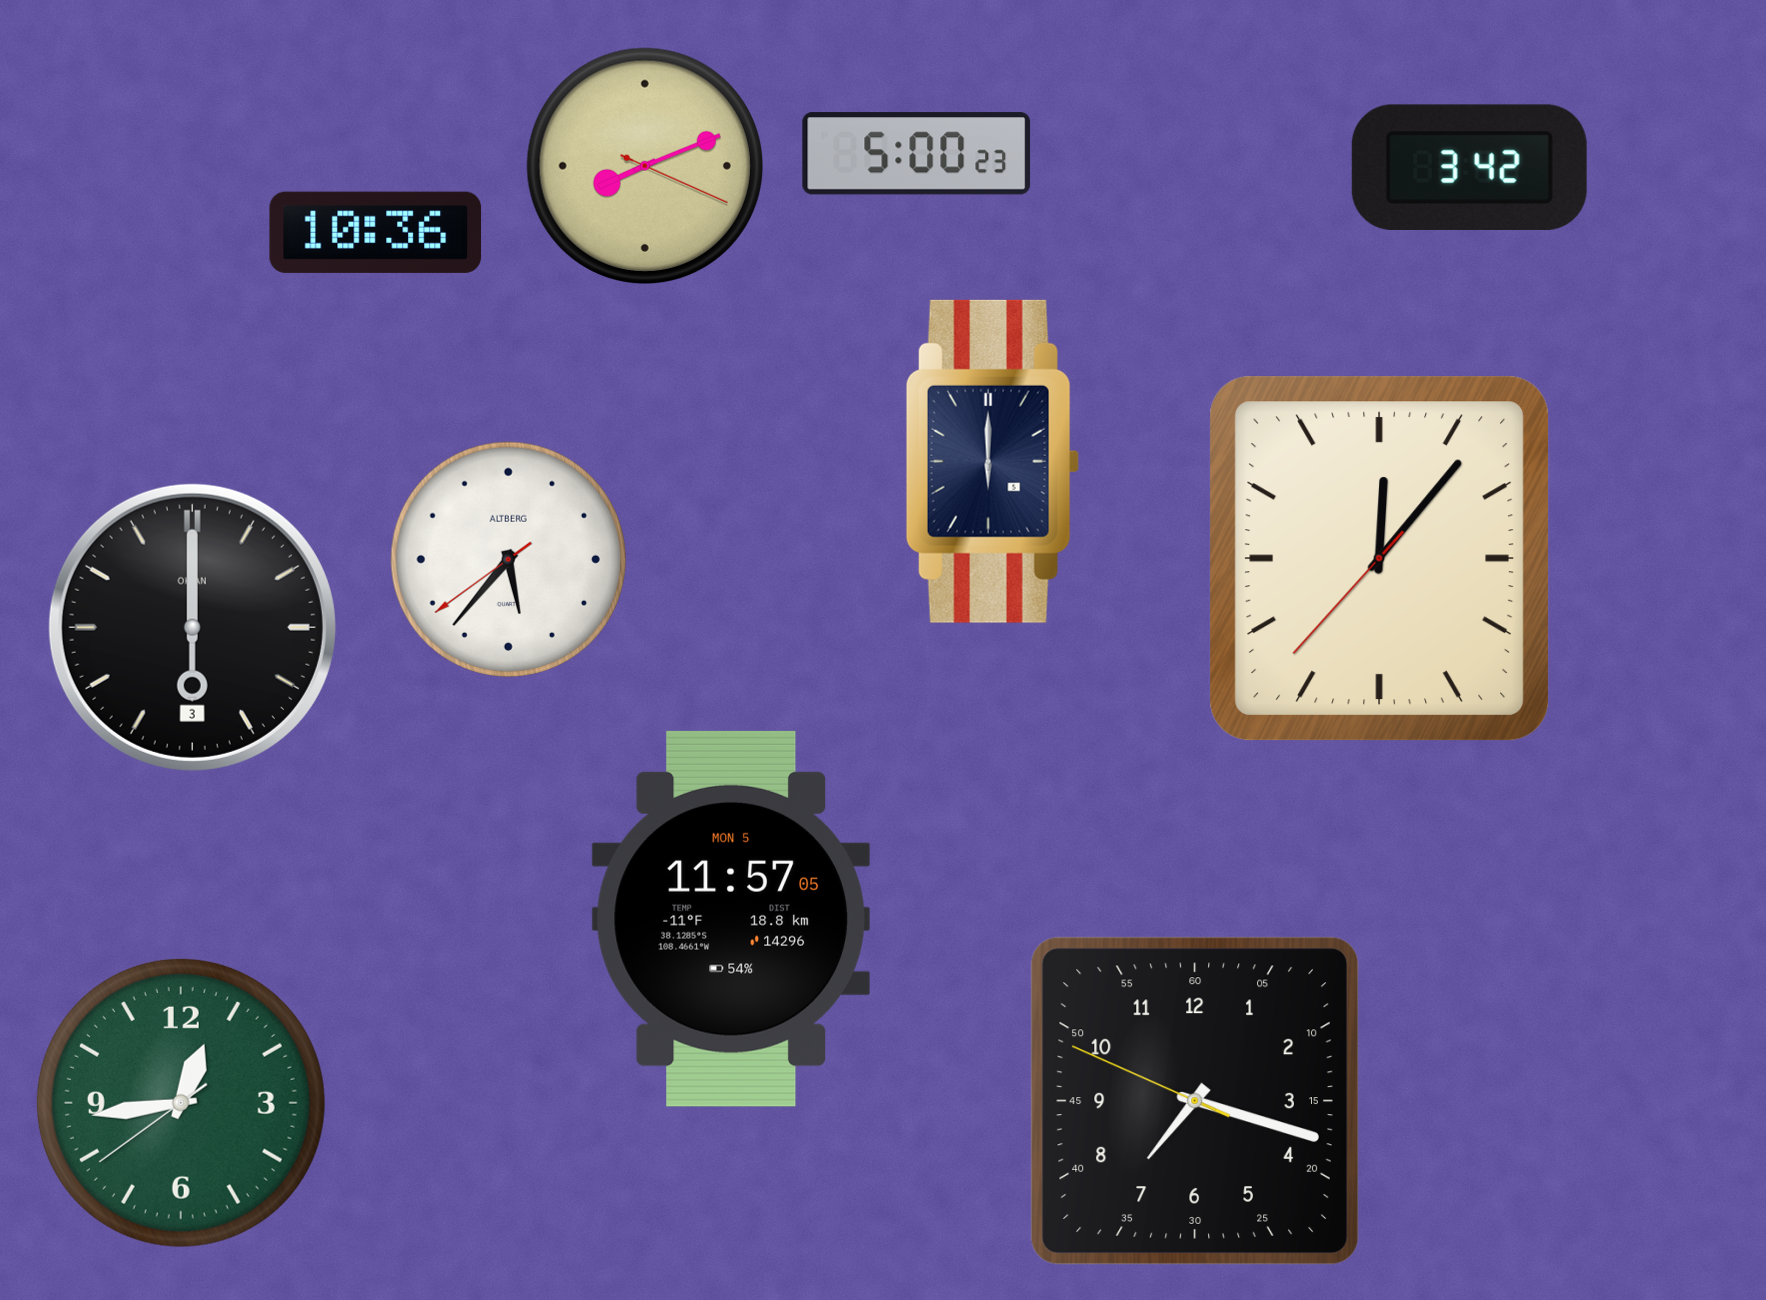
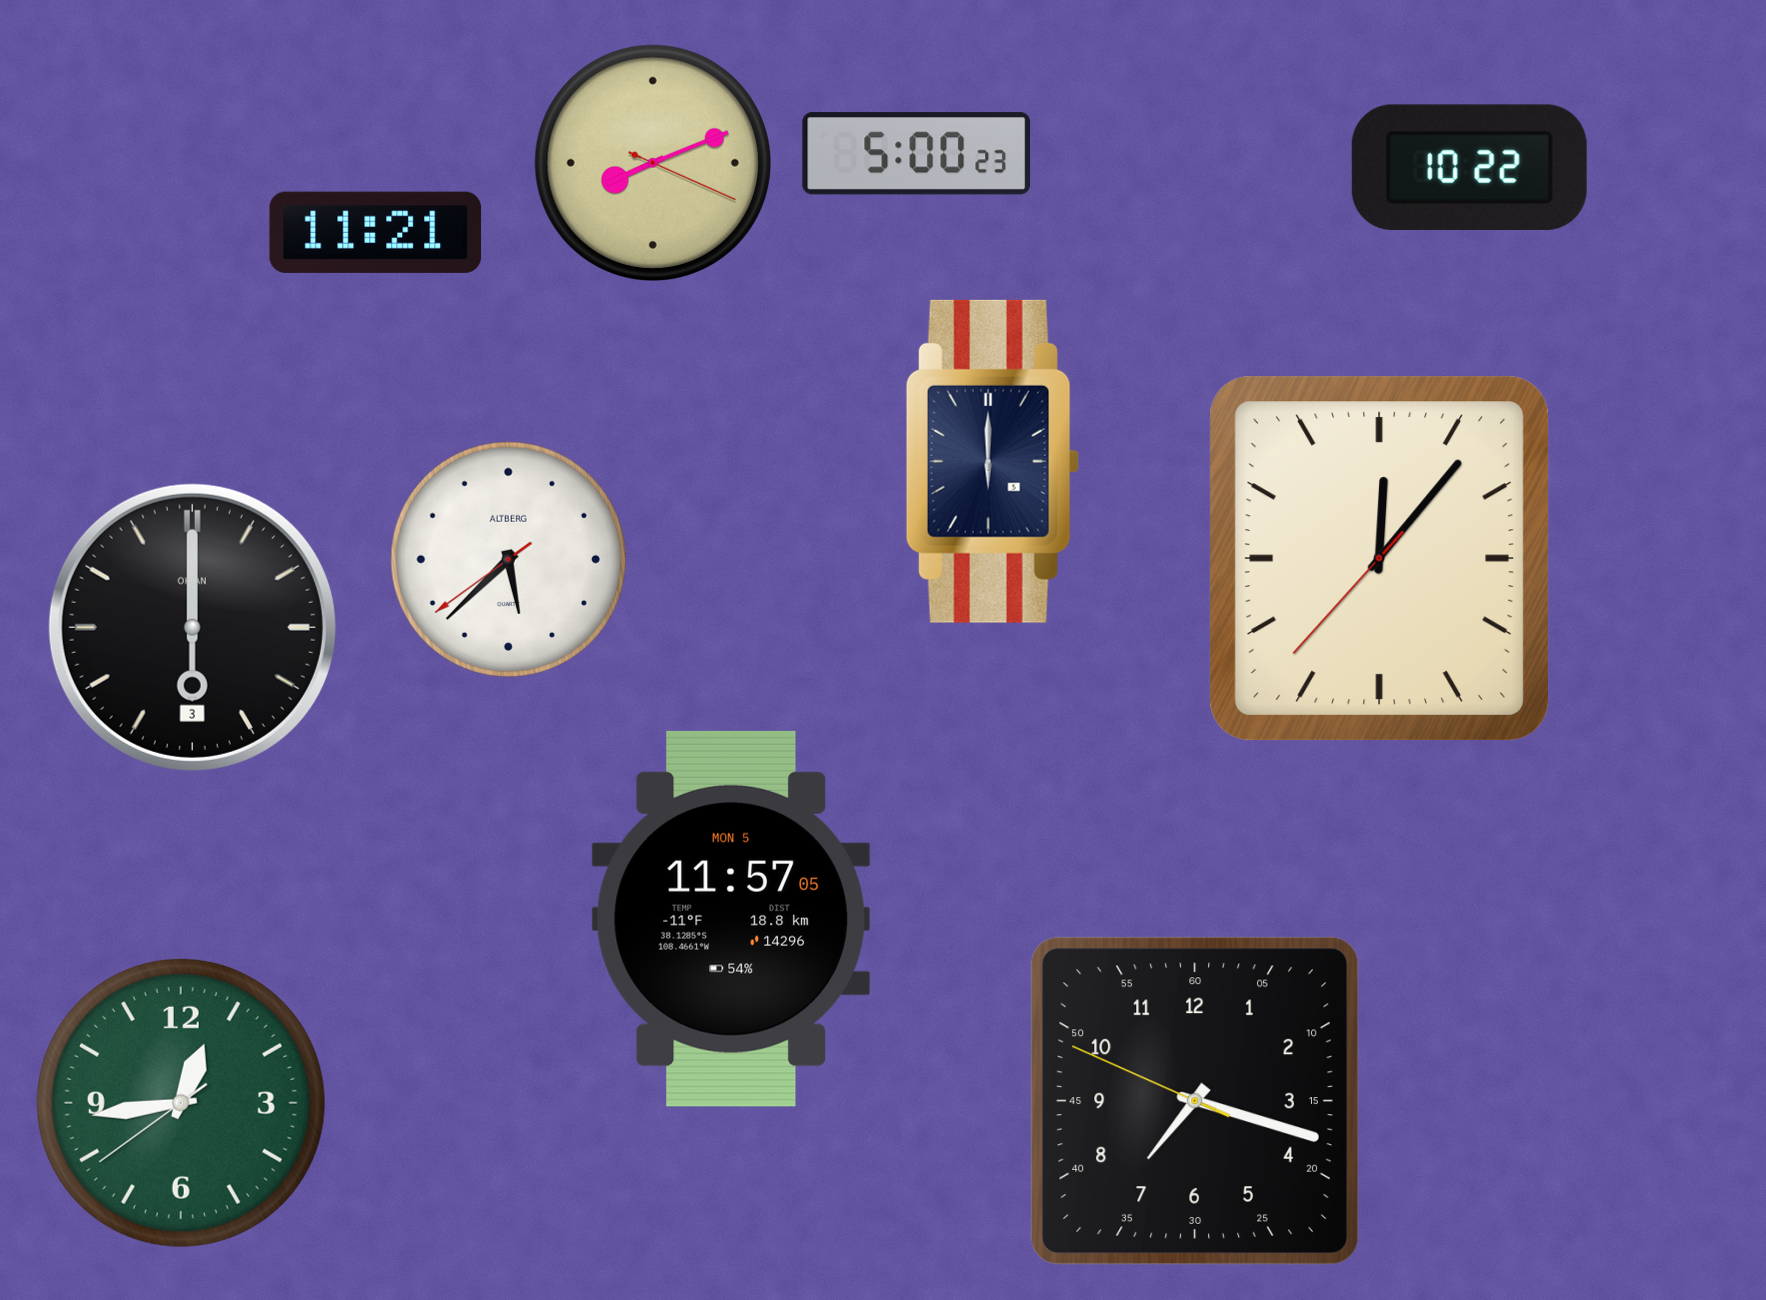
clock at (645, 166) position: (645, 166) -> (653, 163)
clock at (1469, 167): 3:42 -> 10:22
clock at (376, 232): 10:36 -> 11:21
clock at (508, 559): 5:36 -> 5:37
